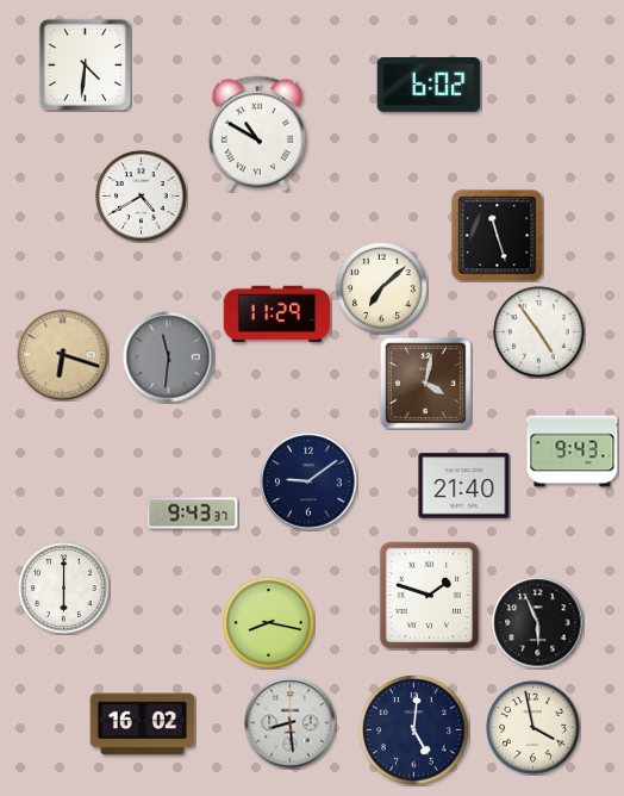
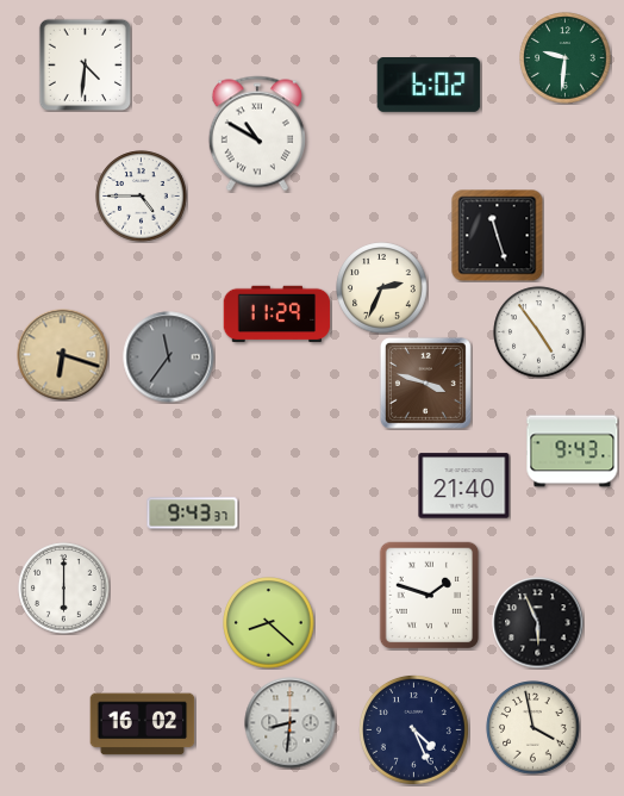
clock at (566, 58): none -> 9:31
clock at (142, 197): 4:40 -> 4:45
clock at (382, 288): 7:08 -> 2:34
clock at (169, 357): 11:31 -> 11:36
clock at (425, 383): 4:02 -> 3:48
clock at (308, 481): 9:09 -> none
clock at (269, 623): 8:17 -> 8:22
clock at (291, 723): 8:29 -> 8:31
clock at (413, 729): 5:01 -> 4:26
